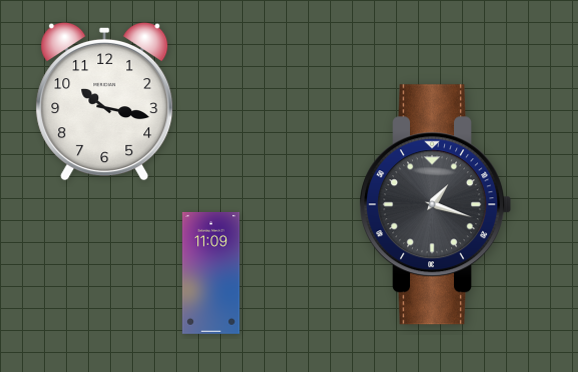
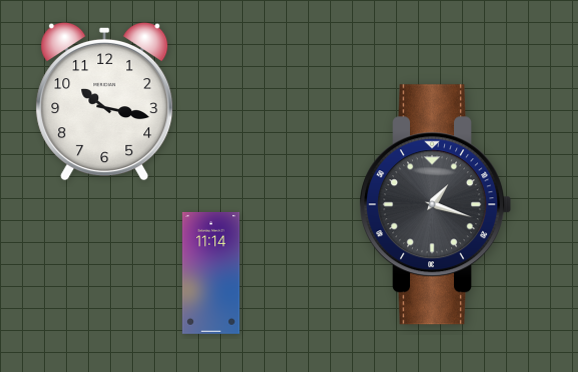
clock at (211, 274): 11:09 -> 11:14
